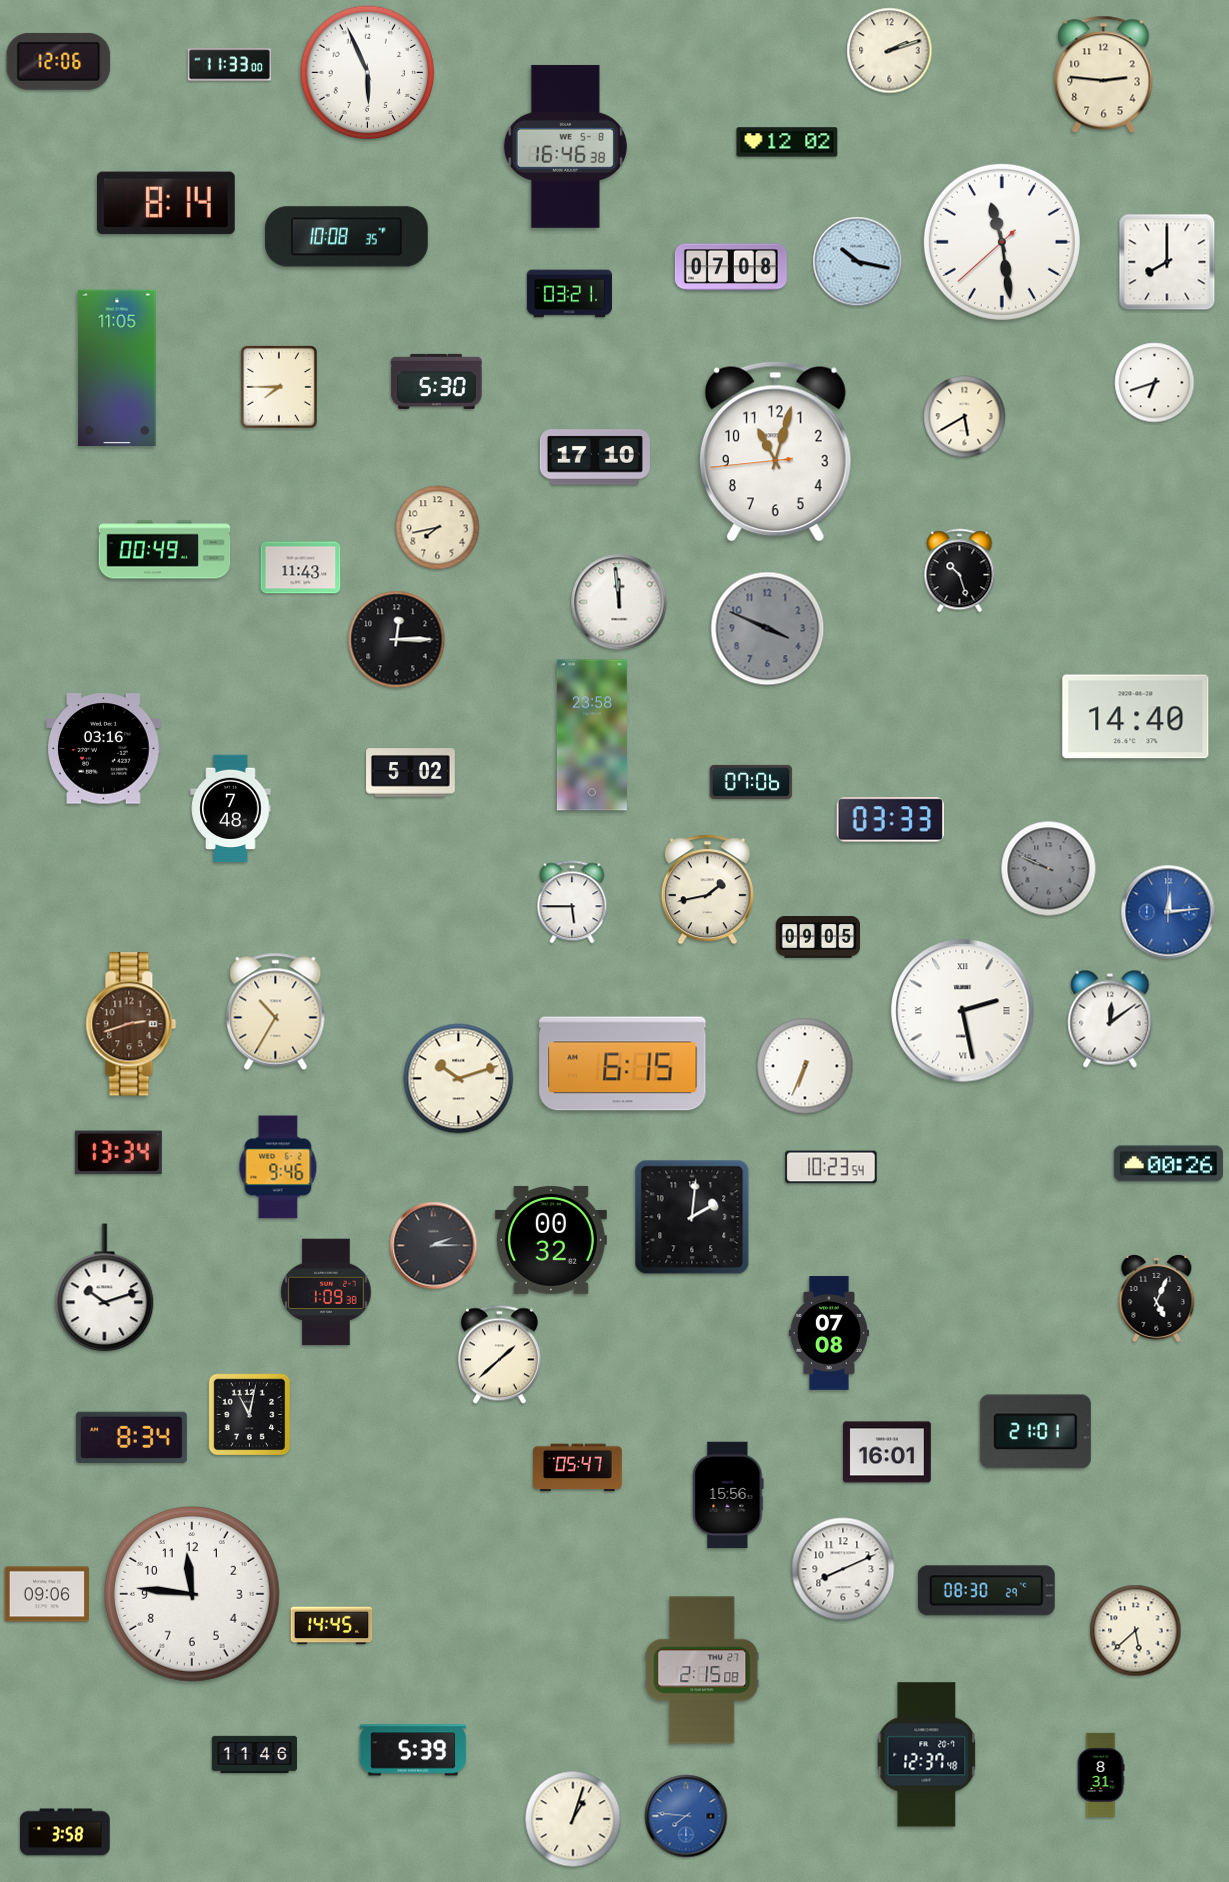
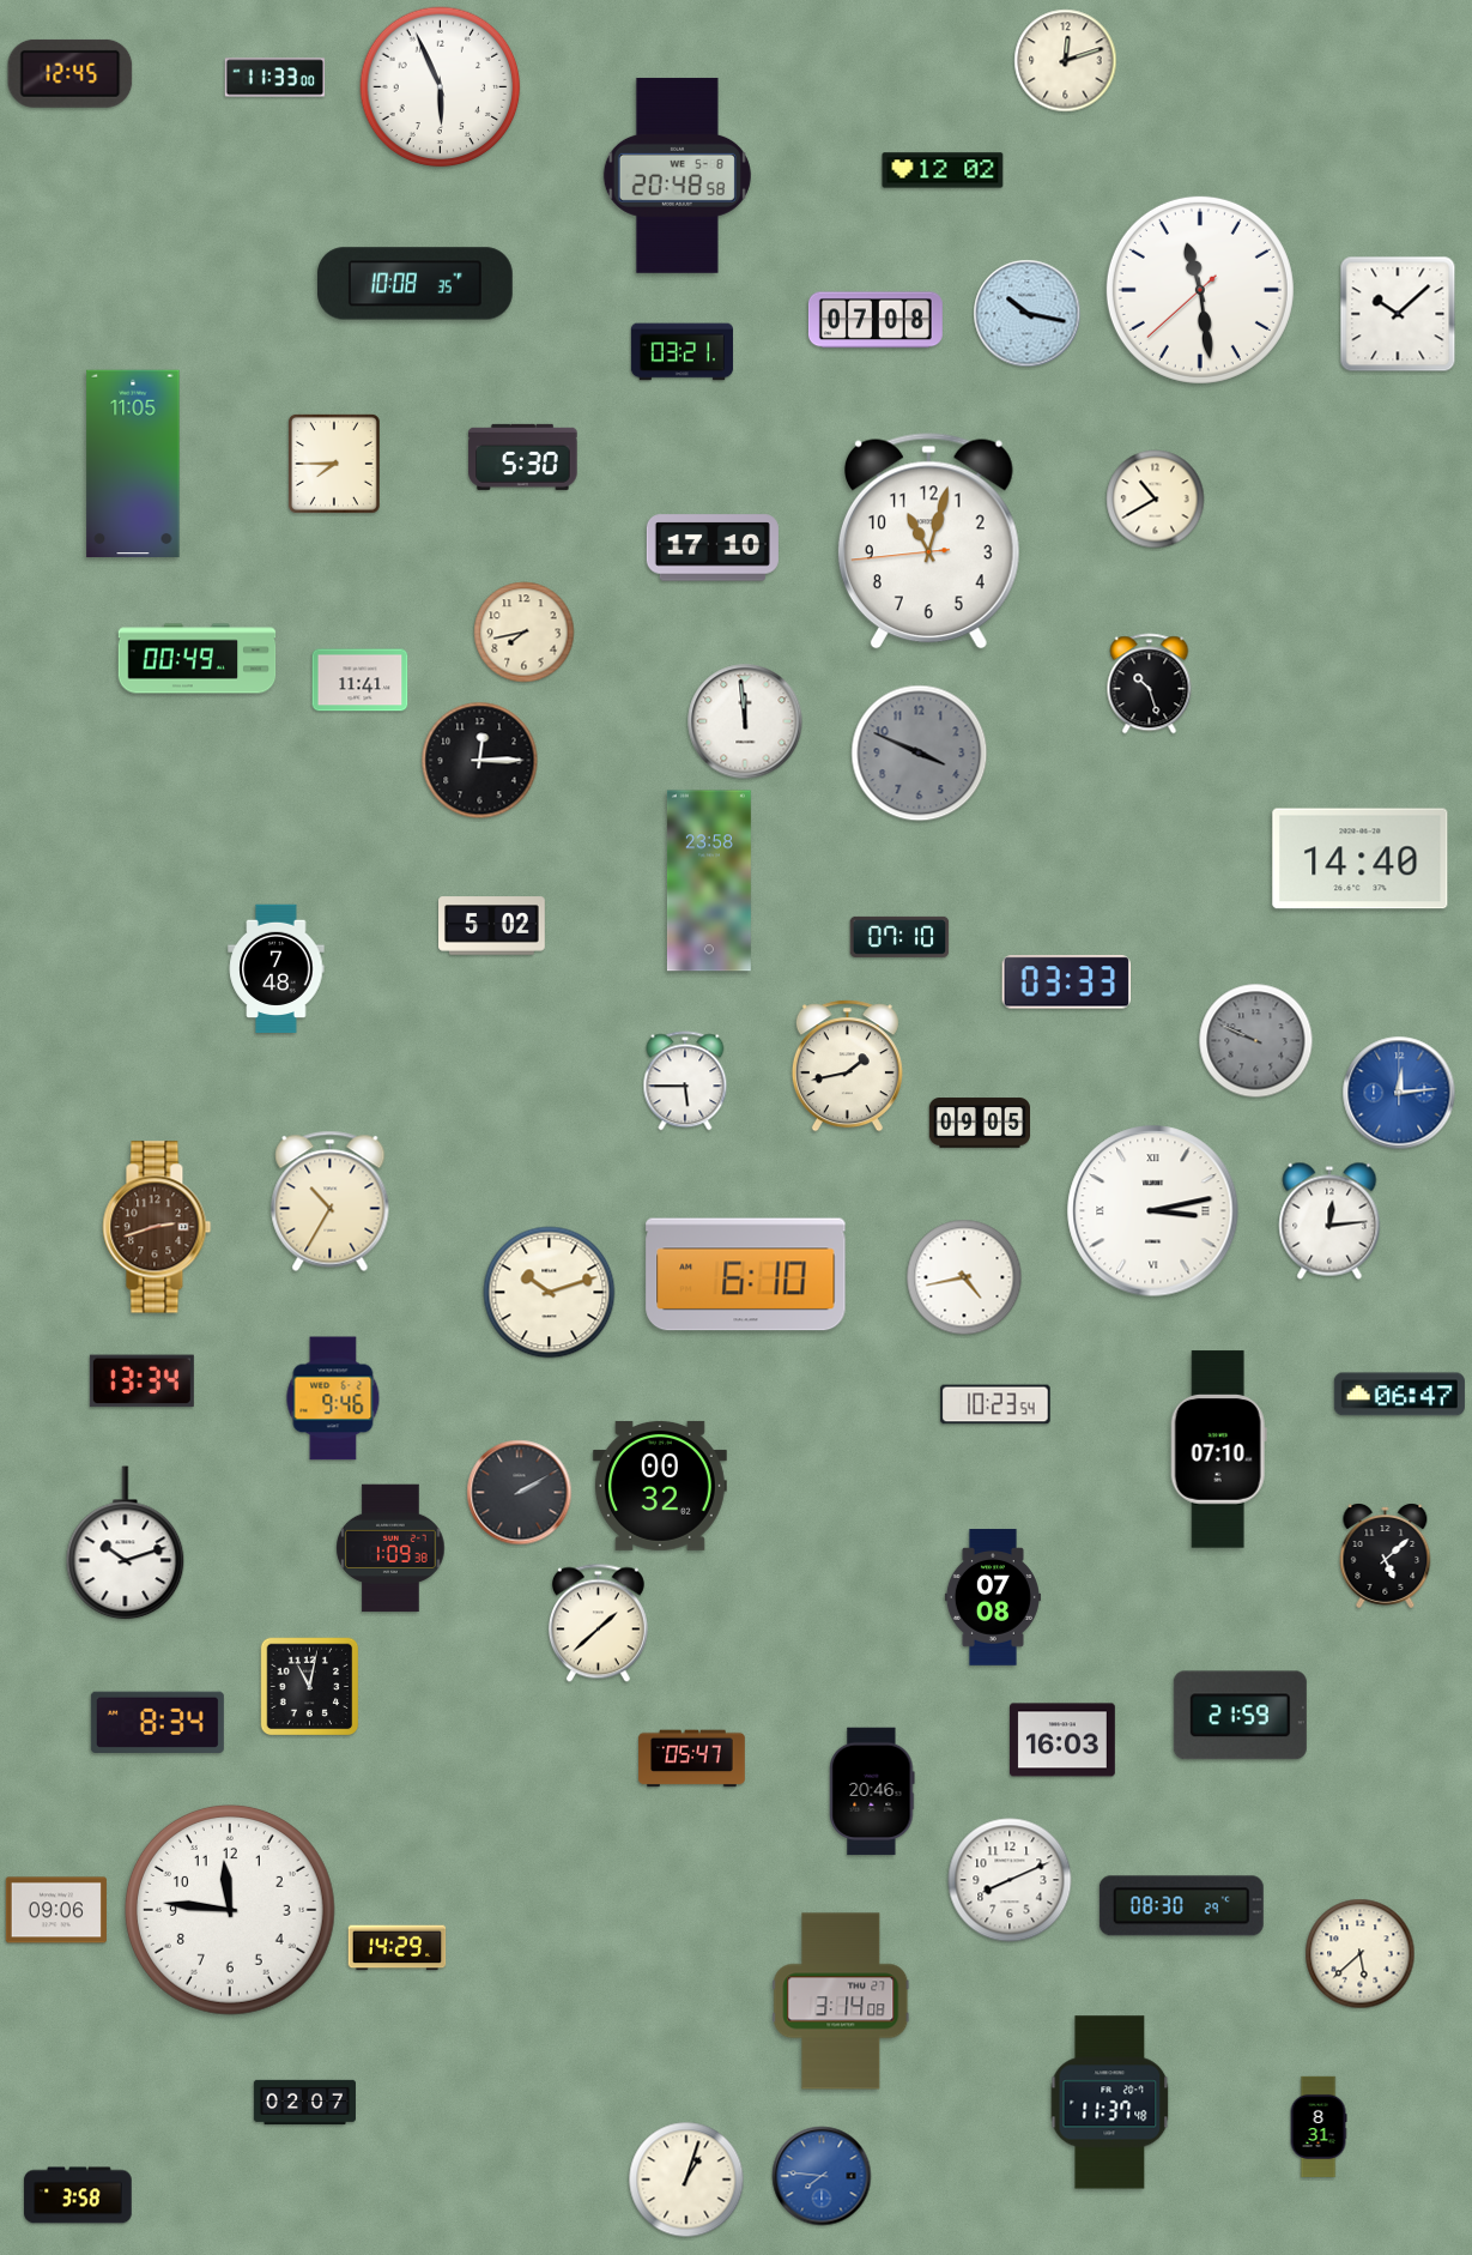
clock at (890, 51): 2:12 -> 12:12
clock at (59, 61): 12:06 -> 12:45
clock at (1104, 74): 2:46 -> none
clock at (565, 146): 16:46 -> 20:48
clock at (166, 203): 8:14 -> none
clock at (1167, 262): 8:00 -> 10:08
clock at (117, 368) position: (117, 368) -> (133, 464)
clock at (1155, 383): 6:42 -> none
clock at (965, 417): 5:40 -> 10:40
clock at (301, 568): 11:43 -> 11:41
clock at (619, 602) position: (619, 602) -> (745, 721)
clock at (397, 640) position: (397, 640) -> (480, 761)
clock at (104, 749): 03:16 -> none
clock at (751, 782): 07:06 -> 07:10
clock at (276, 1011) position: (276, 1011) -> (331, 1201)
clock at (963, 1011): 2:28 -> 3:13
clock at (1110, 1019): 12:09 -> 12:14
clock at (623, 1064): 6:15 -> 6:10
clock at (805, 1066): 6:34 -> 4:43
clock at (1168, 1164): 00:26 -> 06:47
clock at (831, 1167) position: (831, 1167) -> (995, 1404)
clock at (1218, 1450): none -> 07:10
clock at (692, 1217): 2:01 -> none
clock at (434, 1246): 2:15 -> 2:10
clock at (1157, 1299): 5:04 -> 5:08
clock at (250, 1415) position: (250, 1415) -> (310, 1687)
clock at (1035, 1432): 21:01 -> 21:59
clock at (887, 1452): 16:01 -> 16:03
clock at (728, 1495): 15:56 -> 20:46
clock at (332, 1626): 14:45 -> 14:29
clock at (702, 1670): 2:15 -> 3:14
clock at (413, 1750): 5:39 -> none
clock at (254, 1755): 11:46 -> 02:07
clock at (927, 1755): 12:37 -> 11:37
